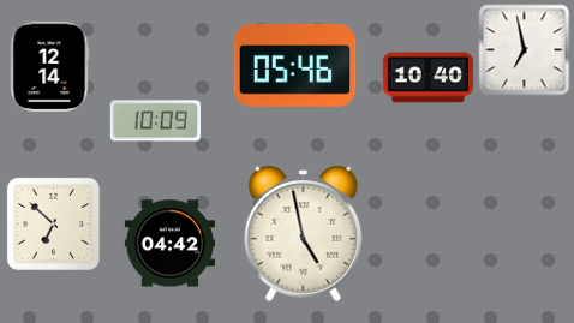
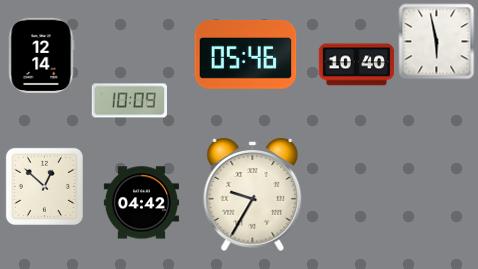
clock at (525, 50): 6:58 -> 5:58
clock at (53, 223): 6:52 -> 12:52
clock at (304, 233): 4:58 -> 9:35
